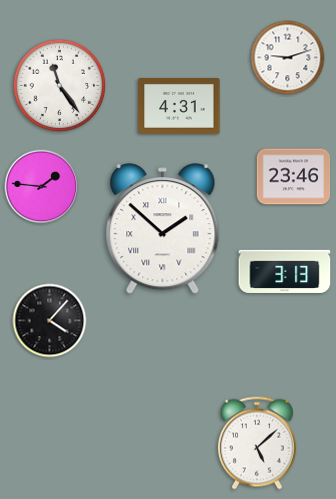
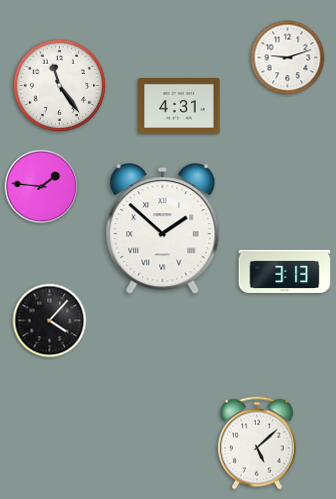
clock at (294, 177): 23:46 -> none
